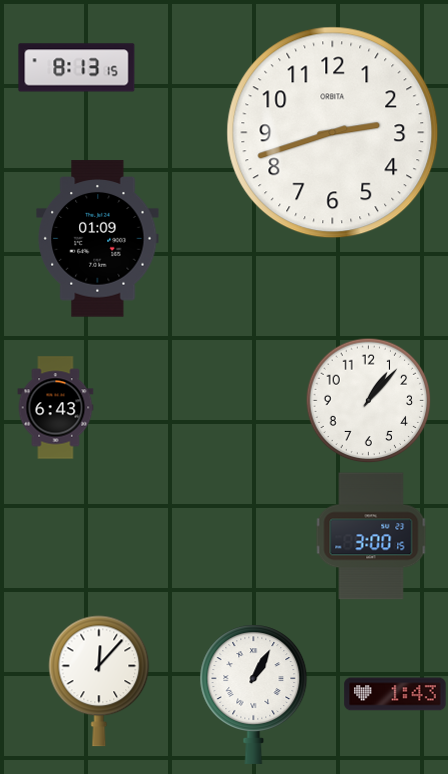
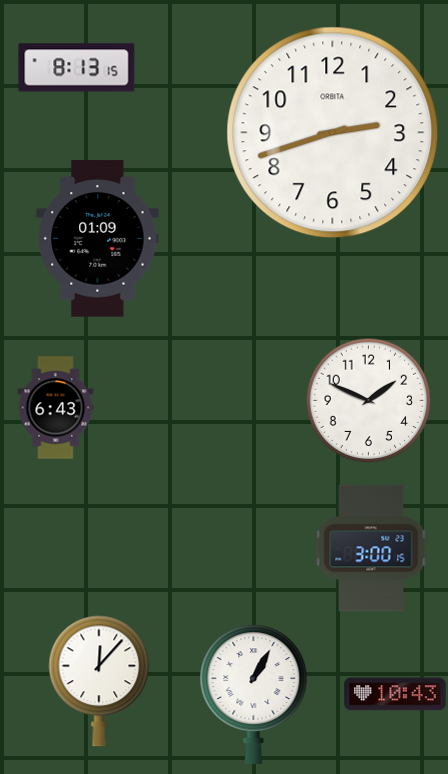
clock at (368, 400): 1:07 -> 1:49
clock at (371, 536) position: (371, 536) -> (371, 548)
clock at (395, 694): 1:43 -> 10:43
